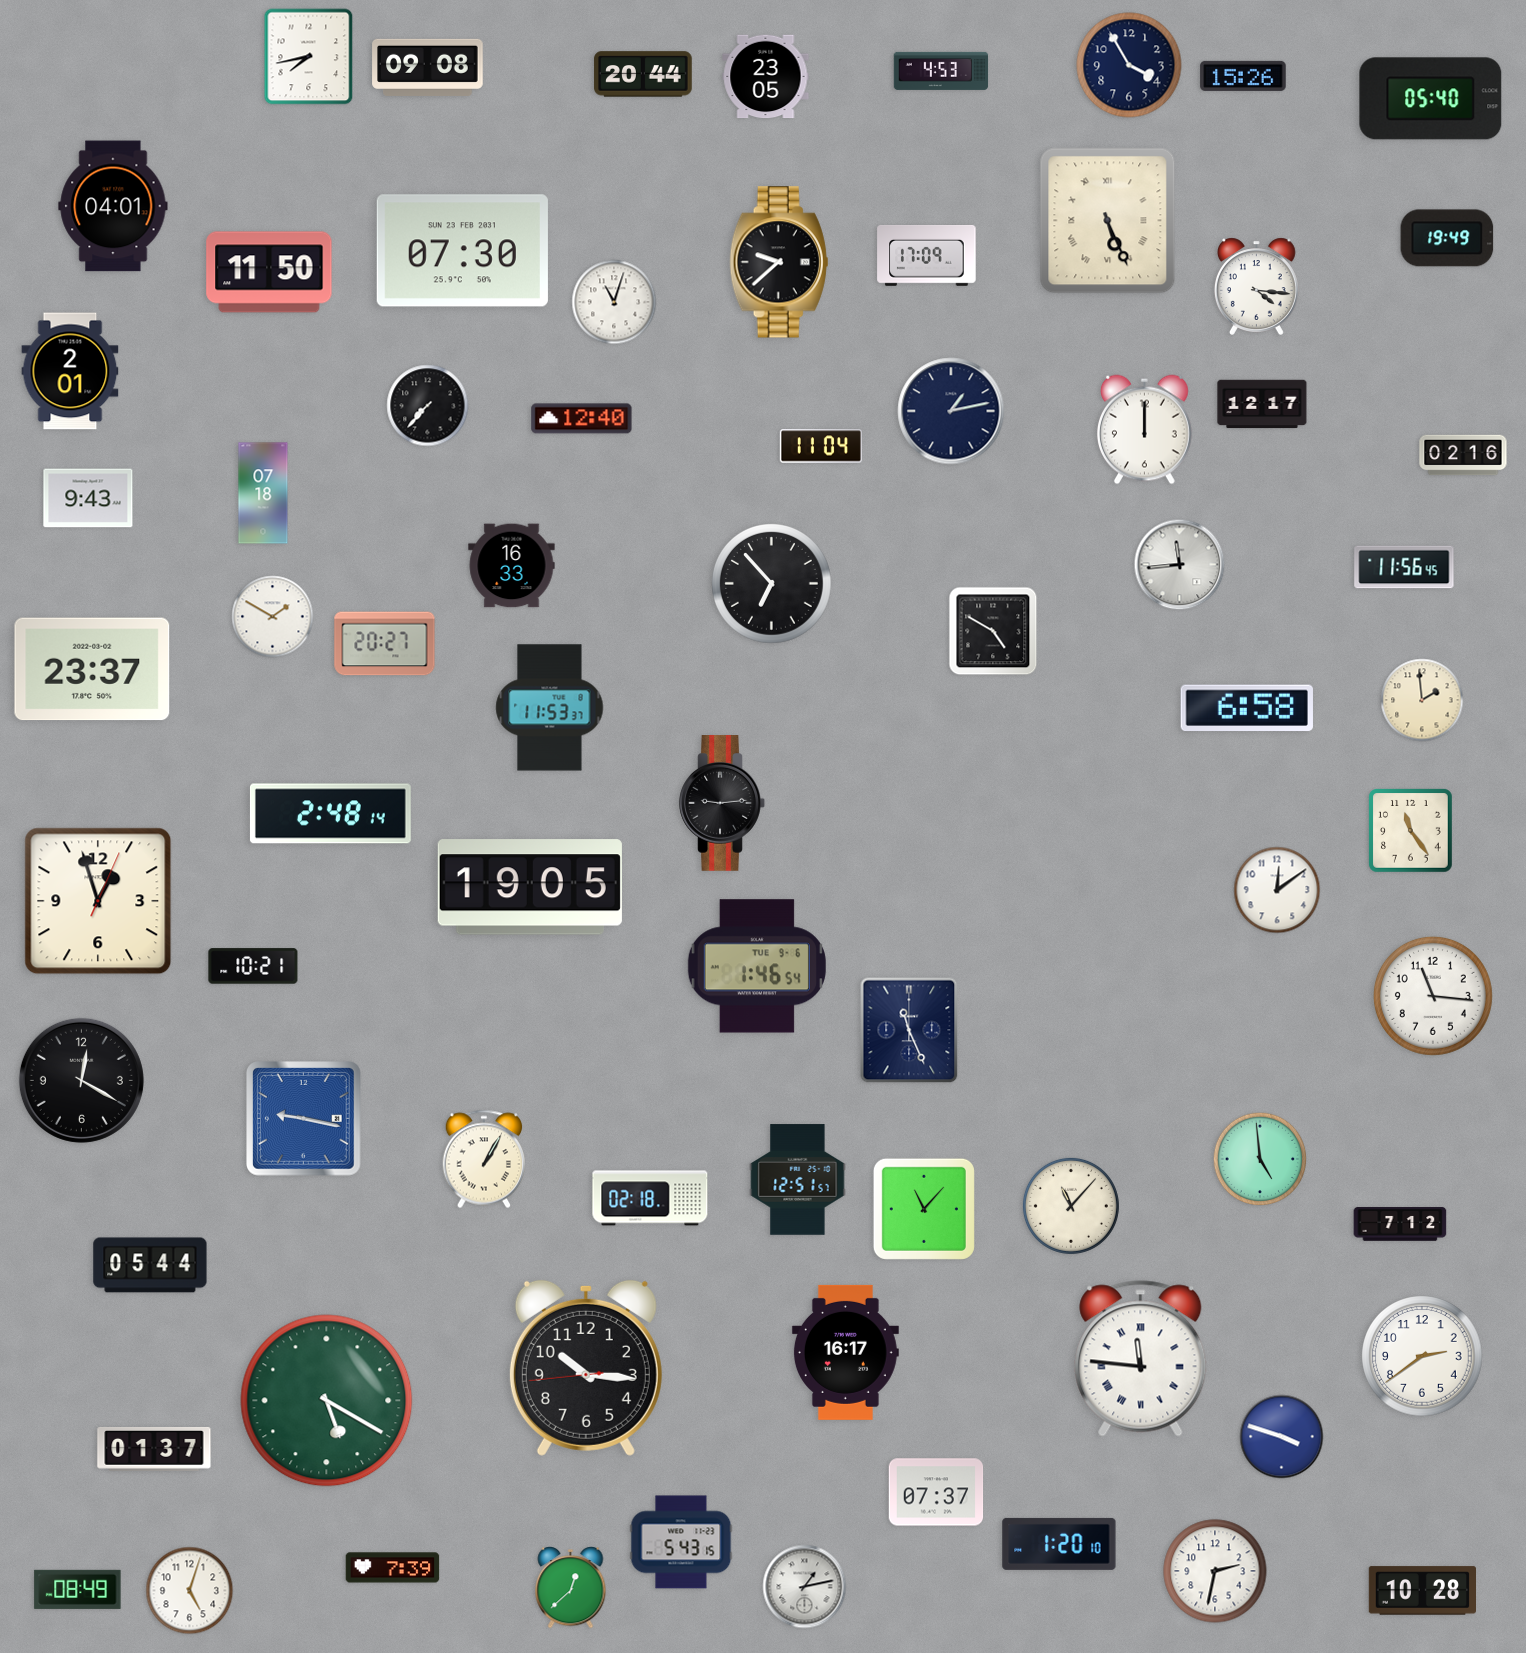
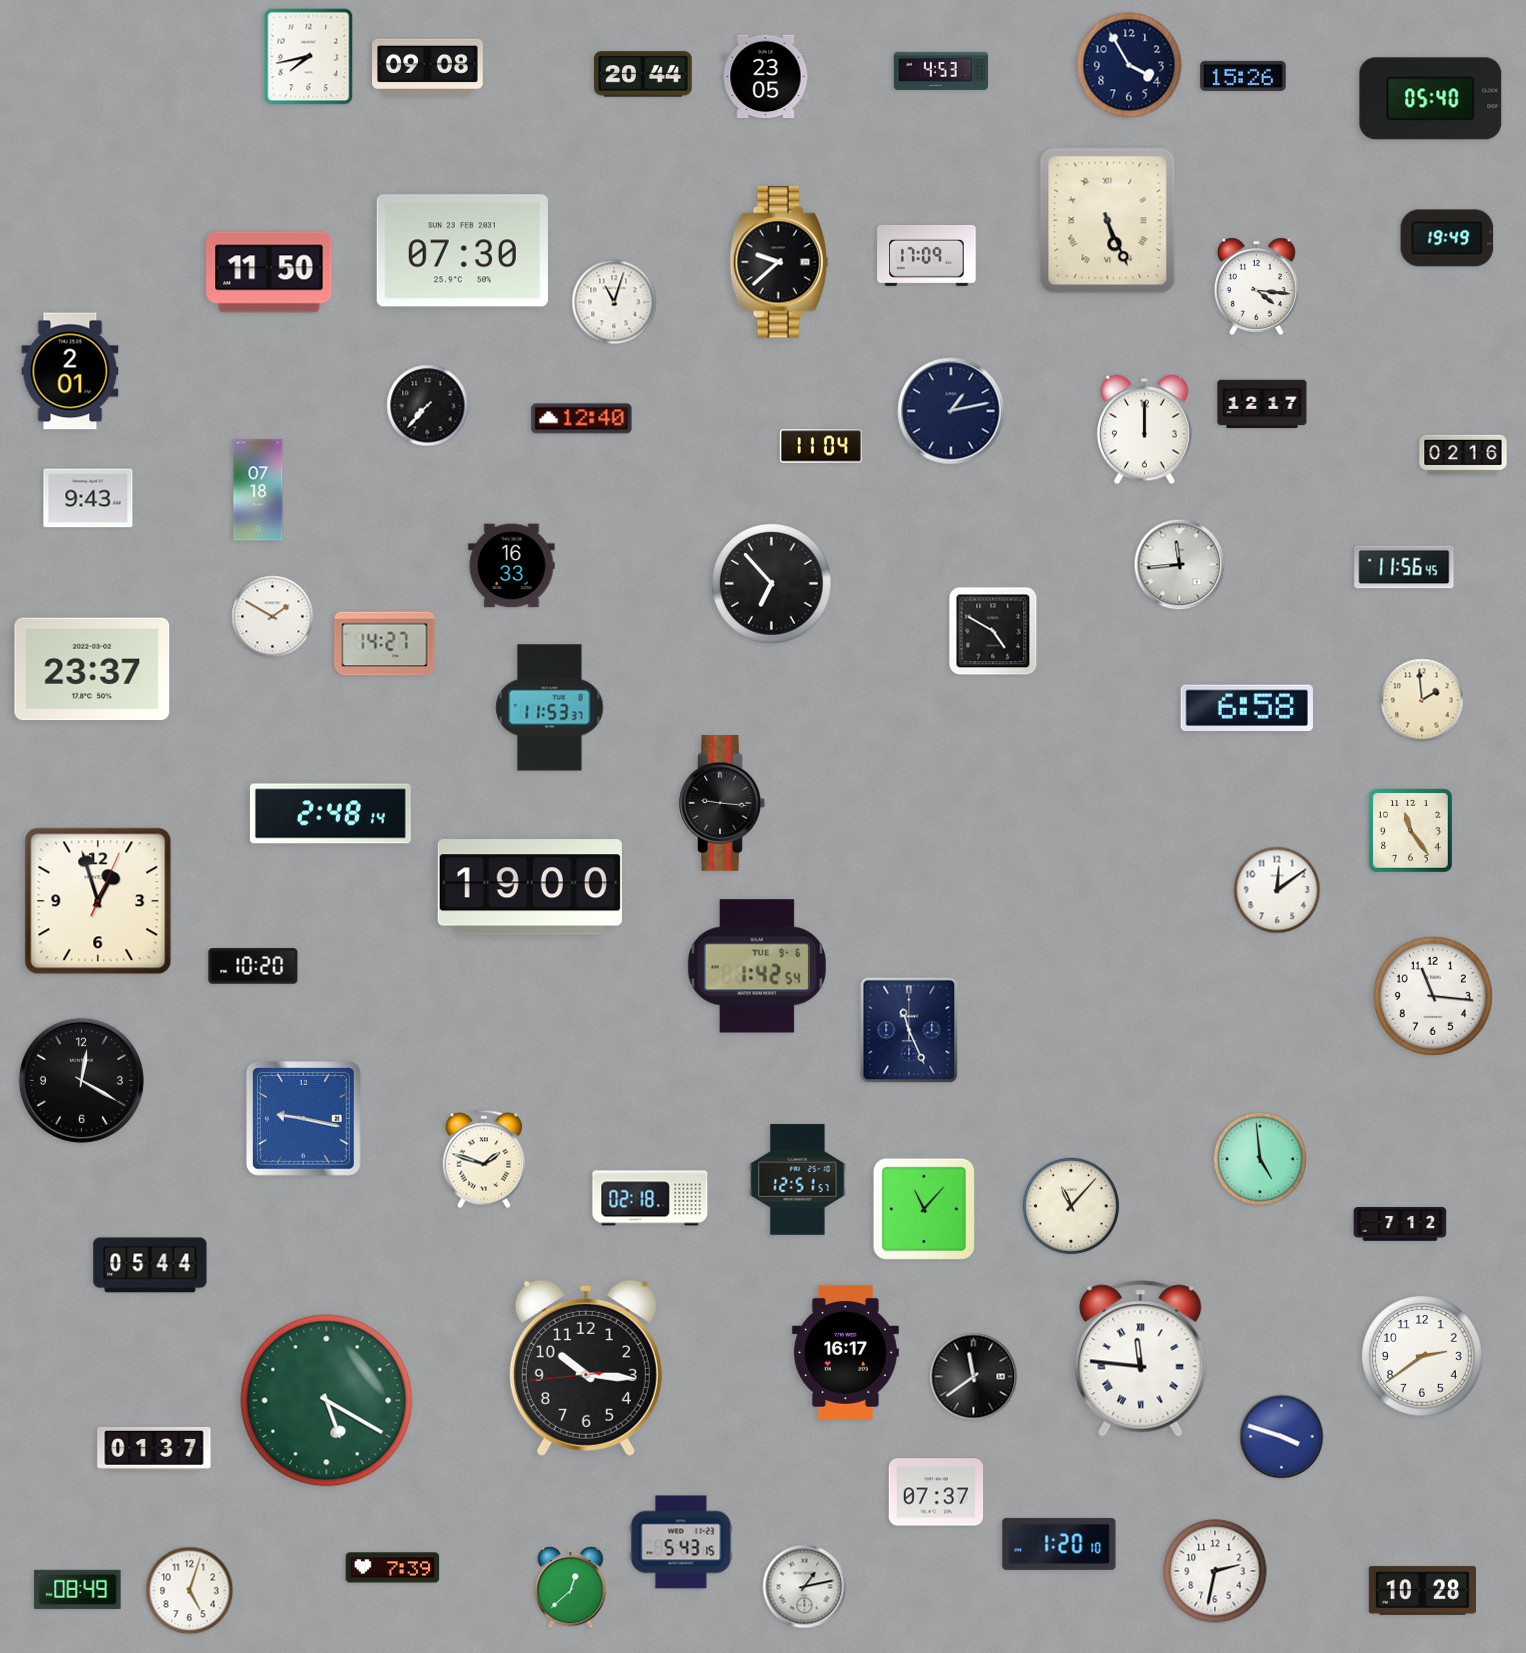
clock at (113, 206): 04:01 -> none
clock at (263, 493) position: (263, 493) -> (258, 490)
clock at (385, 644): 20:27 -> 14:27
clock at (722, 804): 9:14 -> 9:16
clock at (530, 887): 19:05 -> 19:00
clock at (253, 966): 10:21 -> 10:20
clock at (757, 966): 1:46 -> 1:42
clock at (484, 1159): 1:05 -> 1:48
clock at (974, 1377): none -> 11:39
